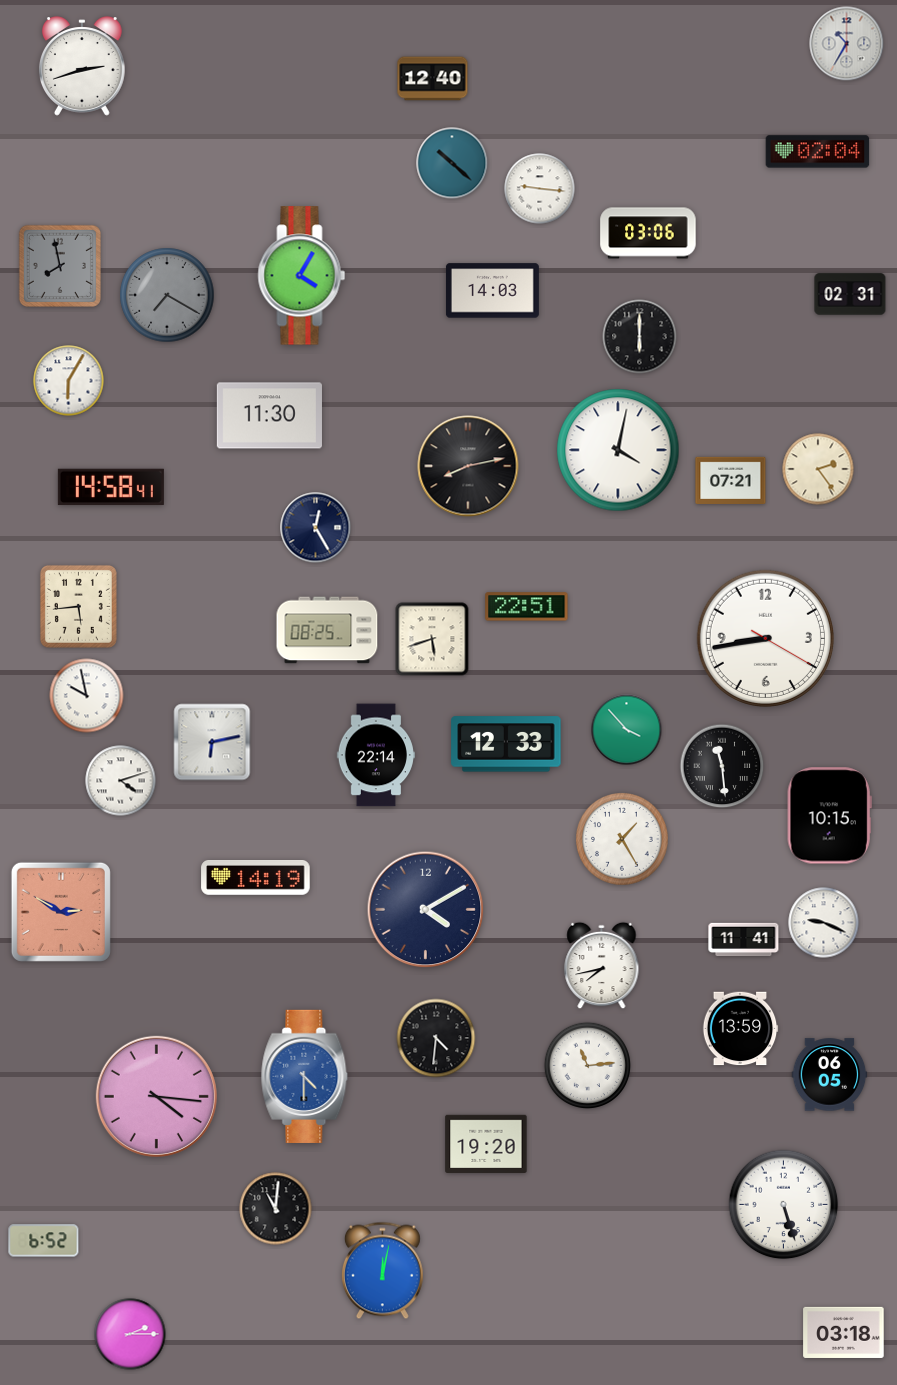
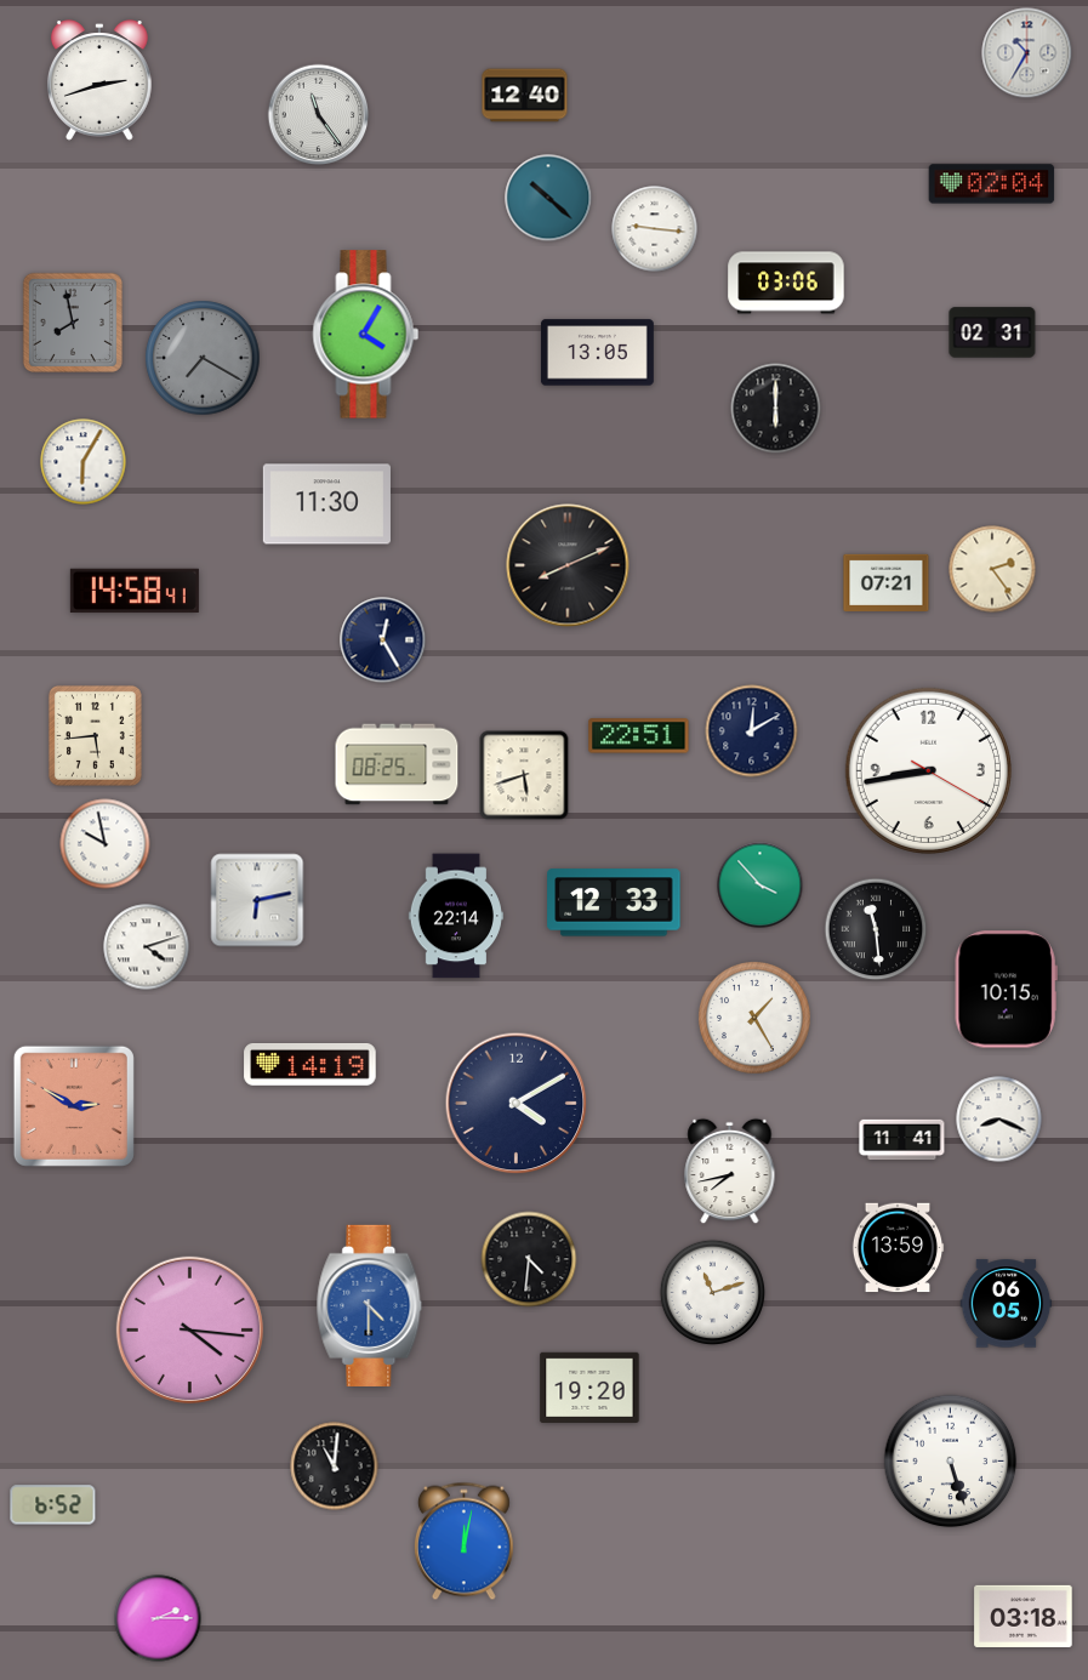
clock at (319, 115): none -> 11:24
clock at (492, 291): 14:03 -> 13:05
clock at (850, 294) position: (850, 294) -> (992, 332)
clock at (618, 450): 4:02 -> none
clock at (468, 466): 8:13 -> 8:11
clock at (752, 731): none -> 12:10
clock at (765, 638) position: (765, 638) -> (928, 770)
clock at (824, 923): 9:19 -> 8:19
clock at (588, 1066): 11:14 -> 11:12
